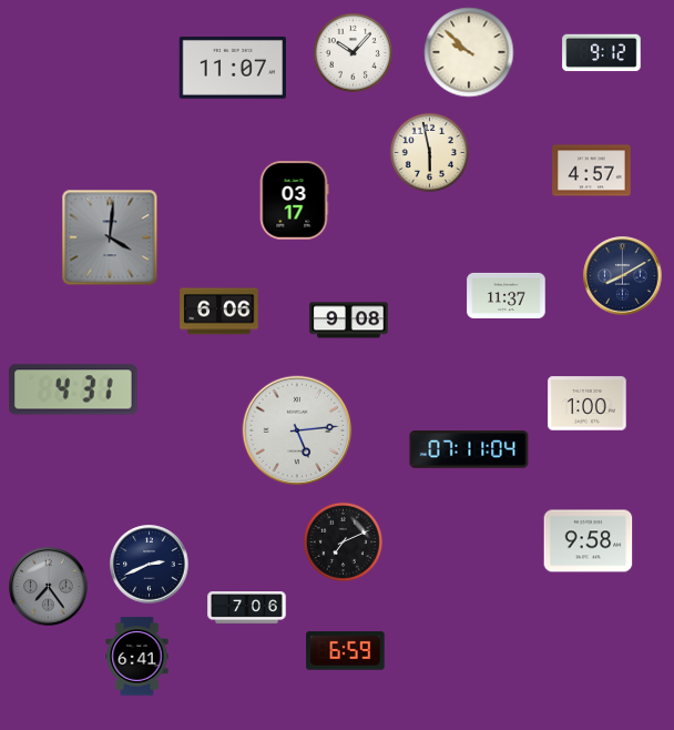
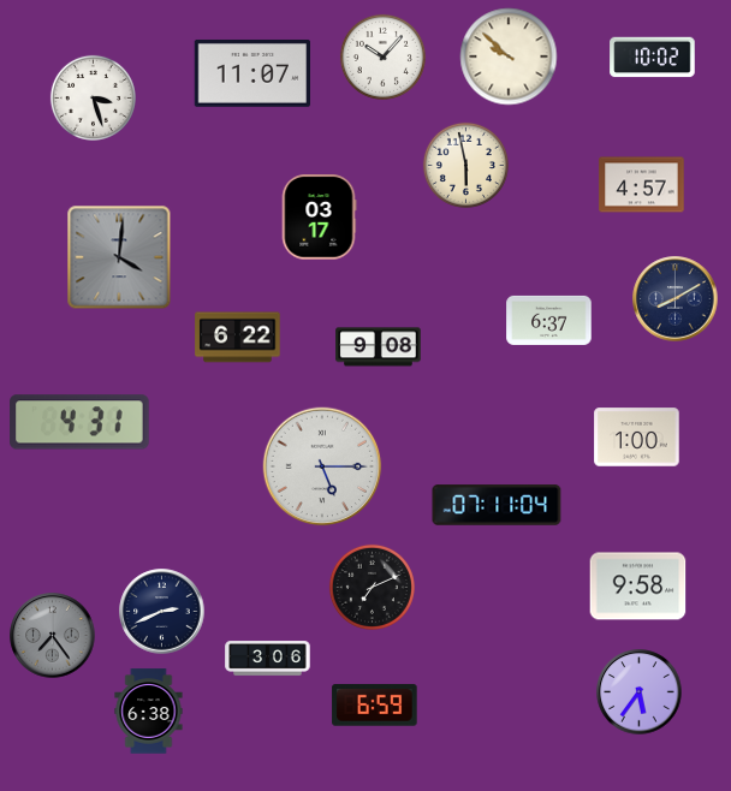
clock at (602, 53): 9:12 -> 10:02
clock at (93, 97): none -> 3:27
clock at (507, 295): 11:37 -> 6:37
clock at (219, 312): 6:06 -> 6:22
clock at (297, 430): 5:14 -> 5:15
clock at (469, 449) position: (469, 449) -> (497, 505)
clock at (247, 608): 7:06 -> 3:06
clock at (640, 692): none -> 5:36
clock at (137, 657): 6:41 -> 6:38
